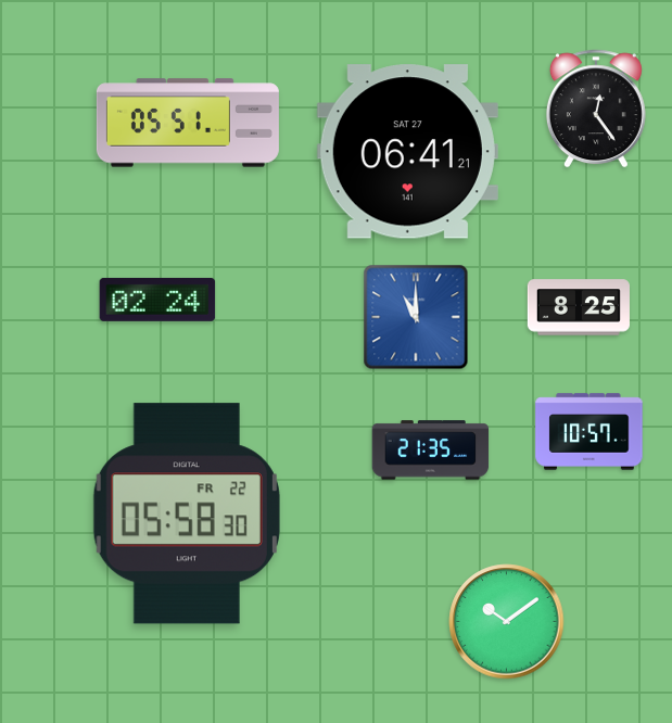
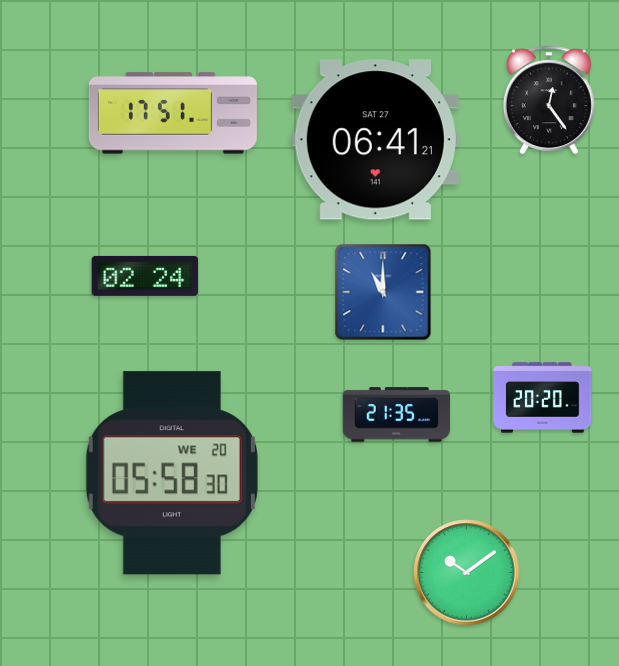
clock at (188, 123): 05:51 -> 17:51
clock at (579, 307): 8:25 -> none
clock at (589, 432): 10:57 -> 20:20
clock at (187, 513) date: FR 22 -> WE 20
